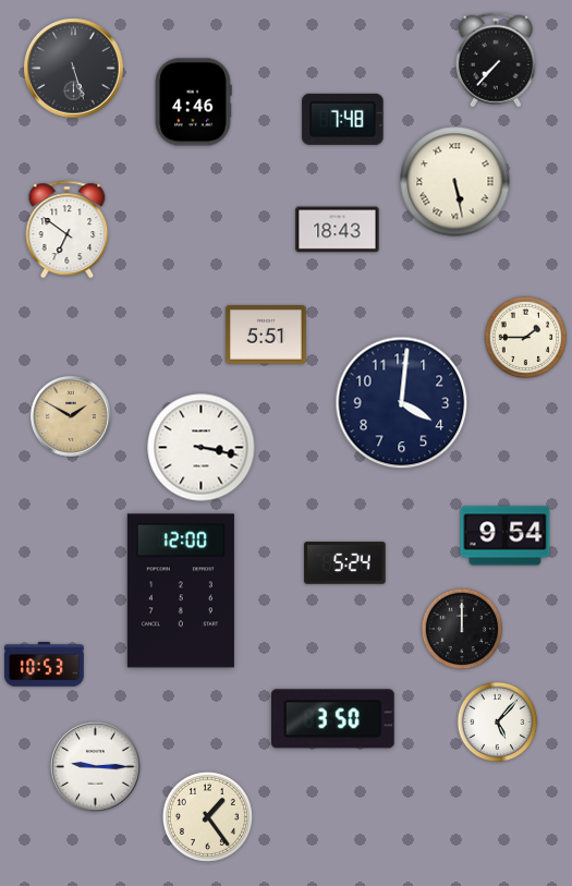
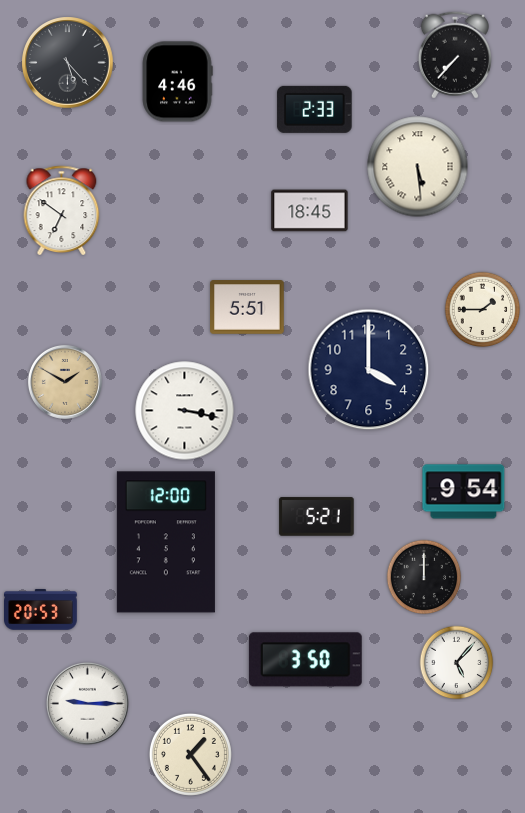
clock at (74, 69): 5:27 -> 5:23
clock at (193, 102) position: (193, 102) -> (177, 82)
clock at (343, 119): 7:48 -> 2:33
clock at (455, 182): 5:28 -> 5:29
clock at (338, 230): 18:43 -> 18:45
clock at (266, 335) position: (266, 335) -> (247, 307)
clock at (402, 403): 4:01 -> 4:00
clock at (345, 563): 5:24 -> 5:21
clock at (45, 665): 10:53 -> 20:53
clock at (207, 816) position: (207, 816) -> (190, 754)
